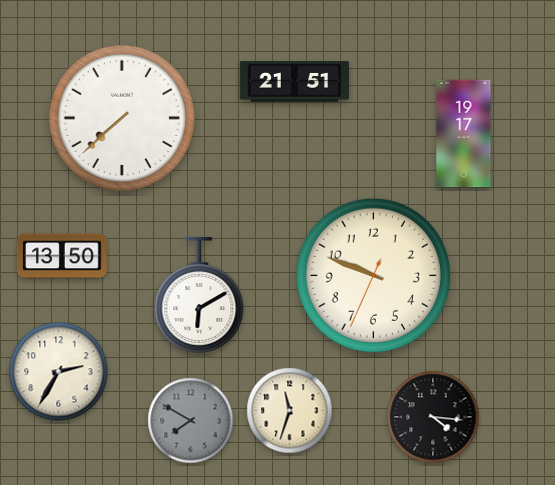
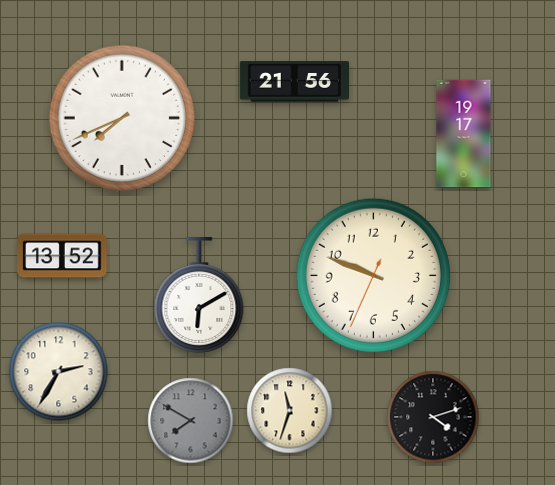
clock at (294, 82): 21:51 -> 21:56
clock at (121, 117): 7:38 -> 7:41
clock at (63, 256): 13:50 -> 13:52
clock at (433, 417): 4:16 -> 4:12
